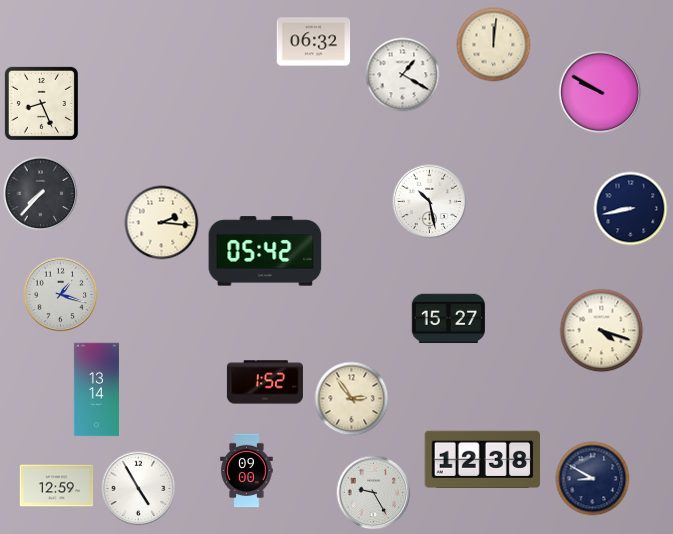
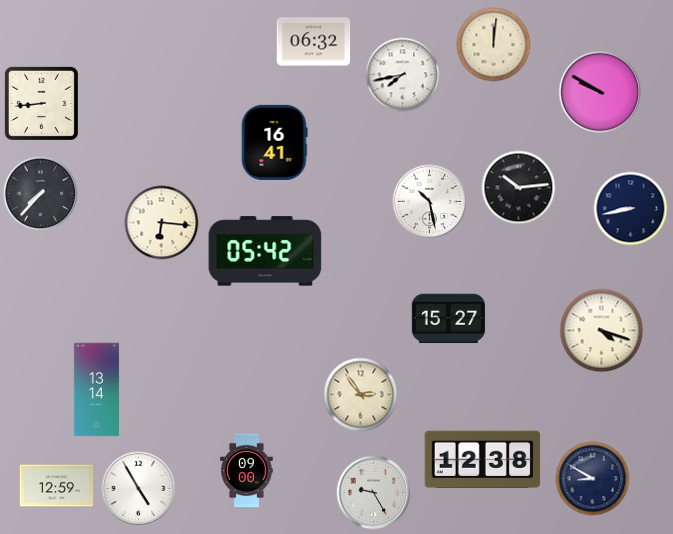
clock at (403, 75): 1:20 -> 7:43
clock at (41, 103): 8:26 -> 8:44
clock at (274, 142): none -> 16:41
clock at (519, 188): none -> 10:14
clock at (162, 223): 2:16 -> 6:16
clock at (61, 295): 1:18 -> none
clock at (265, 382): 1:52 -> none
clock at (352, 399) position: (352, 399) -> (361, 395)
